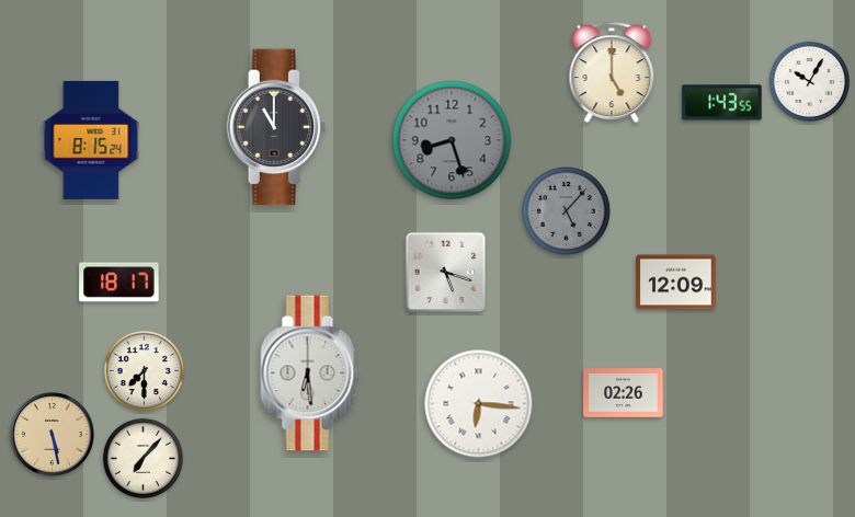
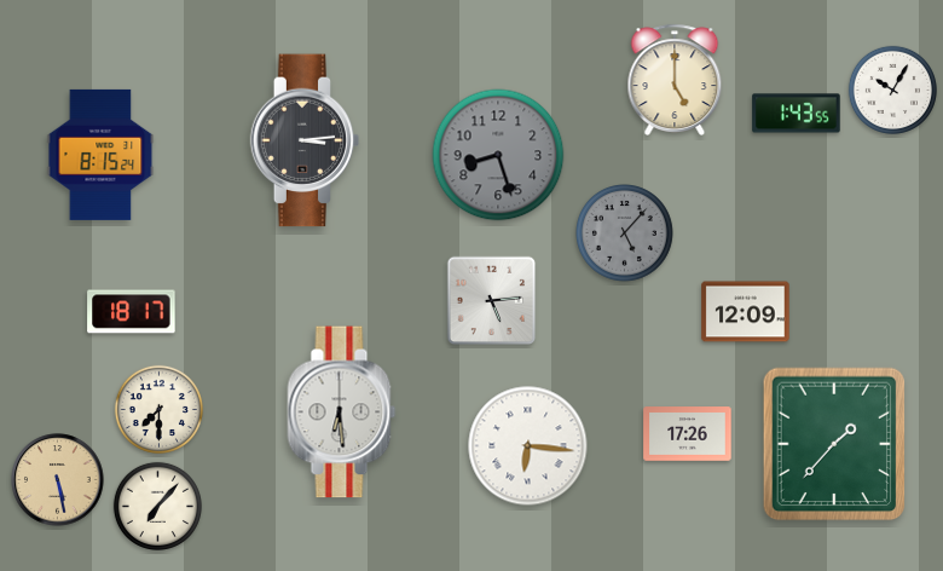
clock at (276, 127): 11:00 -> 3:14
clock at (446, 273): 5:18 -> 5:14
clock at (624, 393): 02:26 -> 17:26
clock at (834, 444): none -> 1:37
